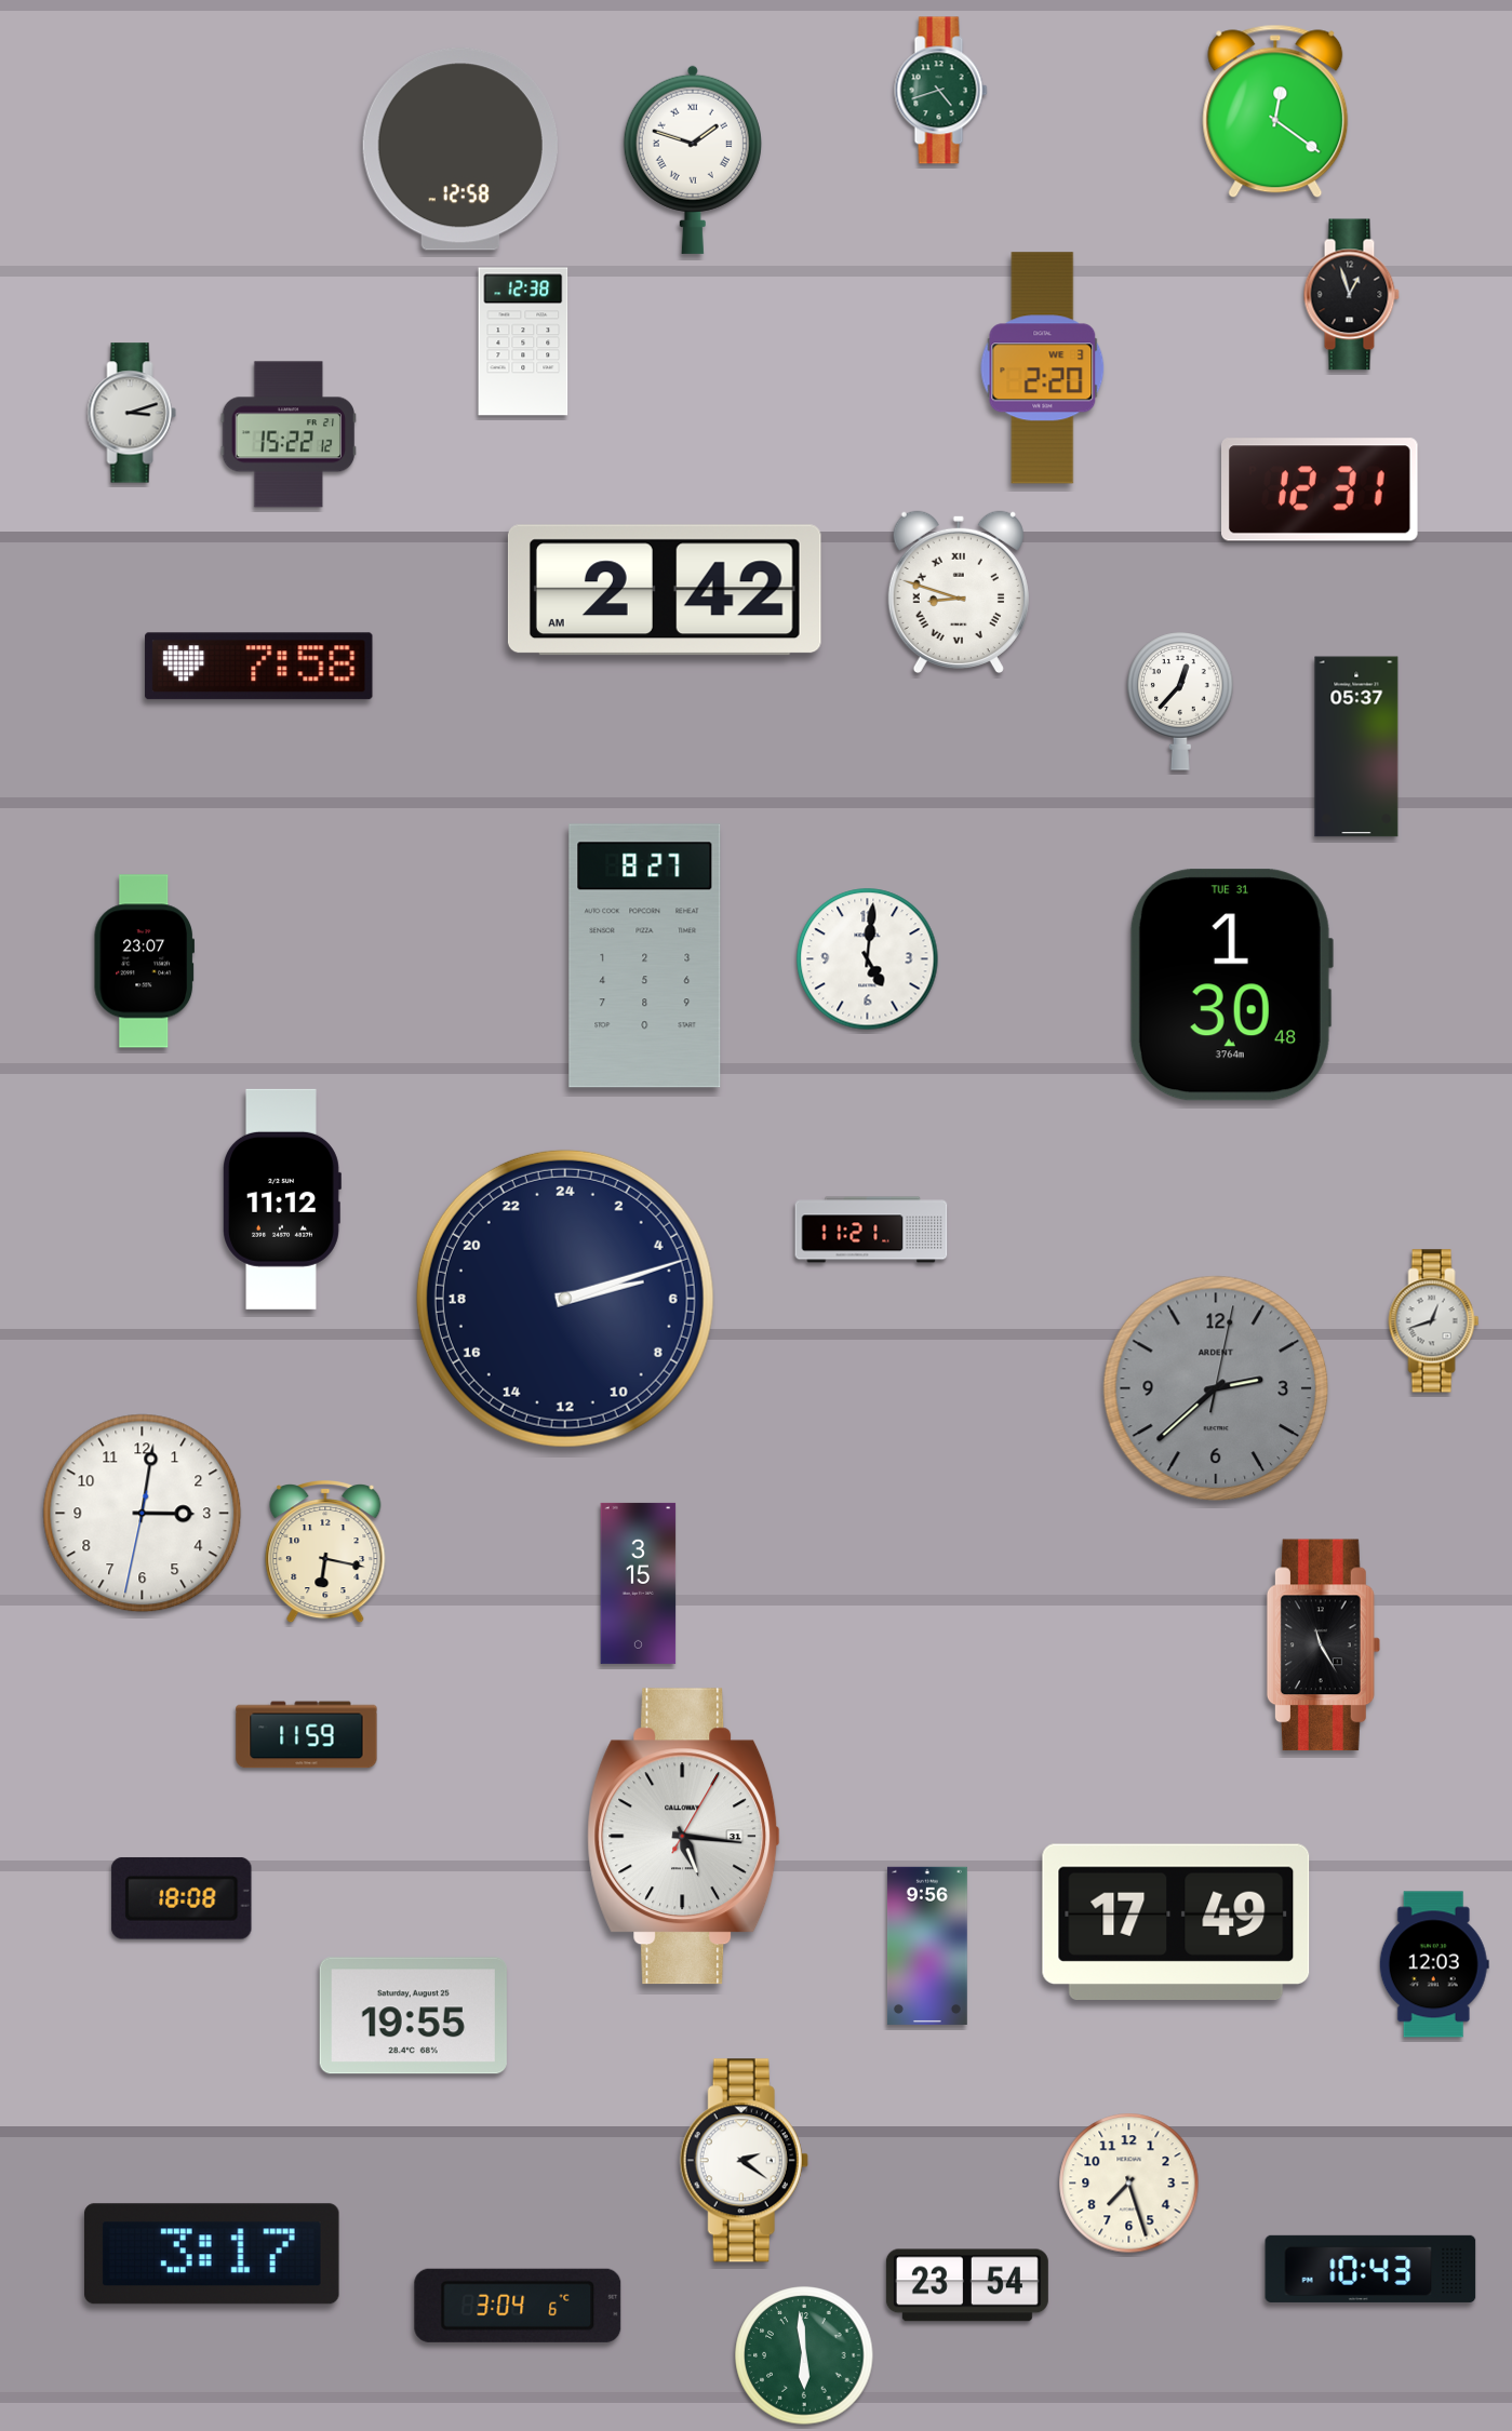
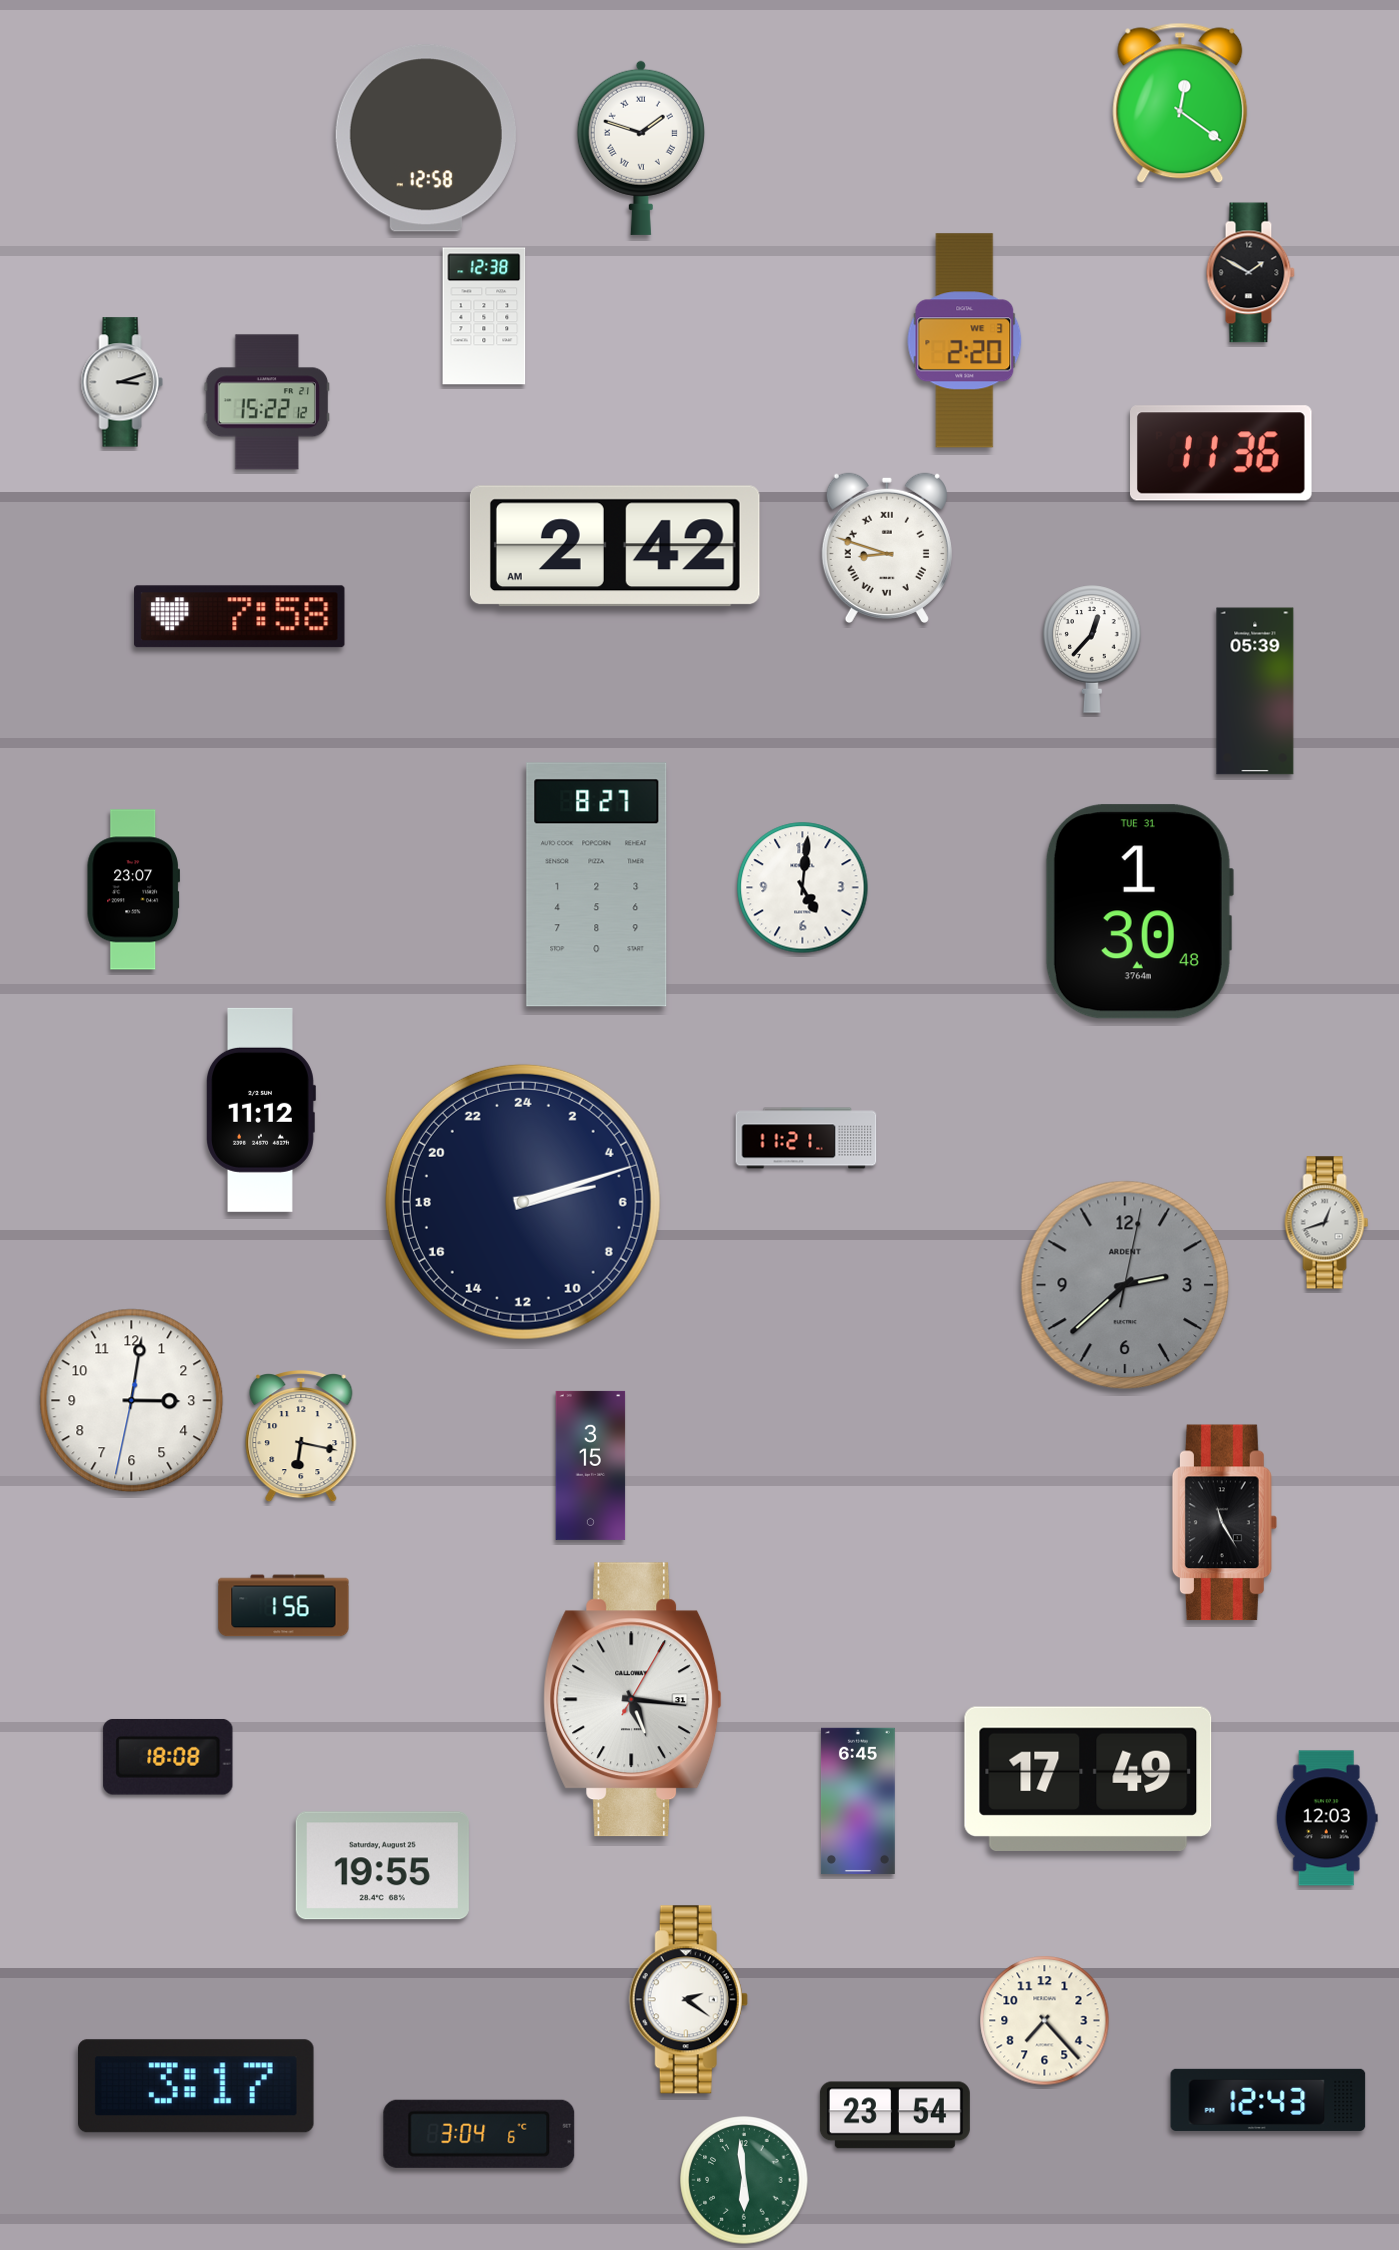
clock at (941, 91): 4:42 -> none
clock at (1351, 295): 12:57 -> 1:50
clock at (1321, 489): 12:31 -> 11:36
clock at (1356, 747): 05:37 -> 05:39
clock at (307, 1735): 11:59 -> 1:56
clock at (927, 1946): 9:56 -> 6:45
clock at (1129, 2184): 7:27 -> 7:23
clock at (1370, 2269): 10:43 -> 12:43
